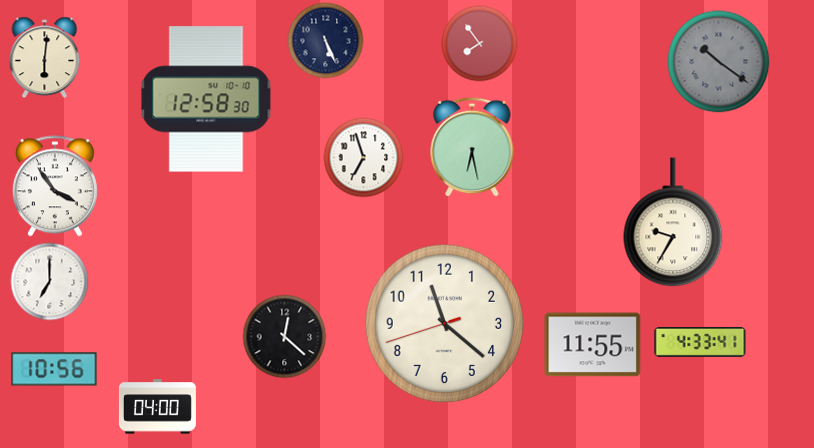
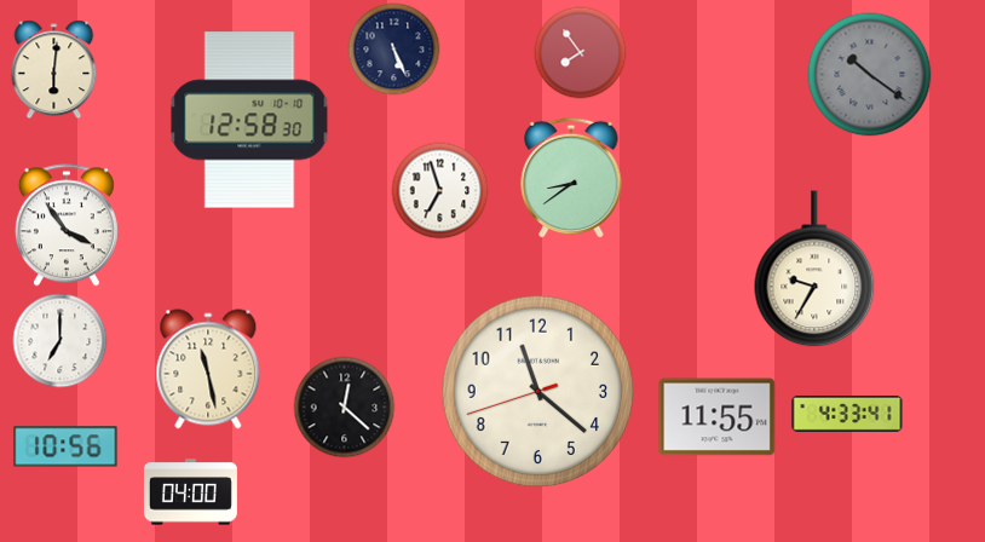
clock at (472, 147): 6:28 -> 8:39
clock at (208, 369): none -> 11:28
